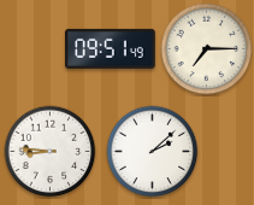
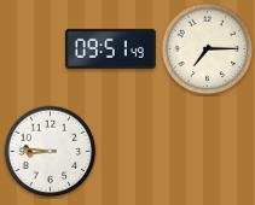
clock at (153, 152): 2:08 -> none
